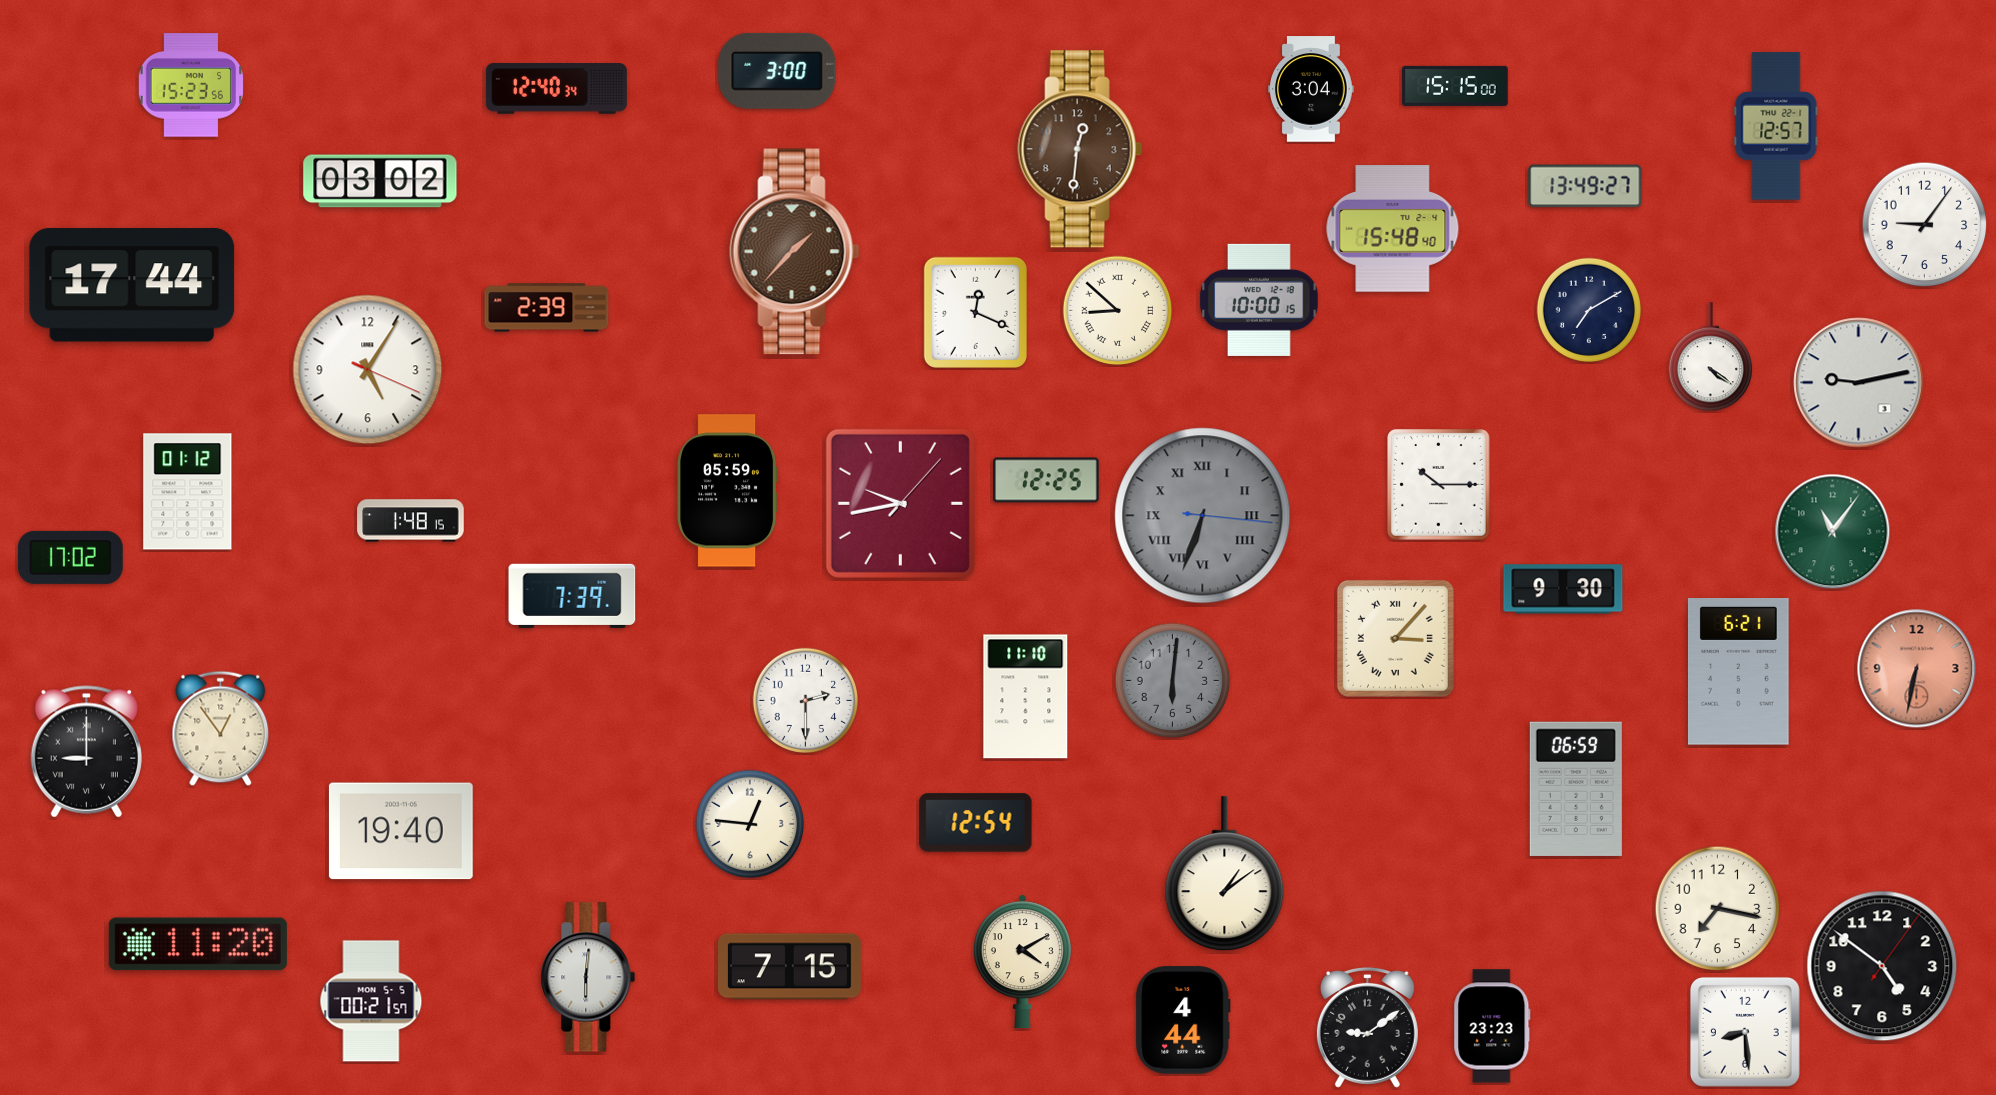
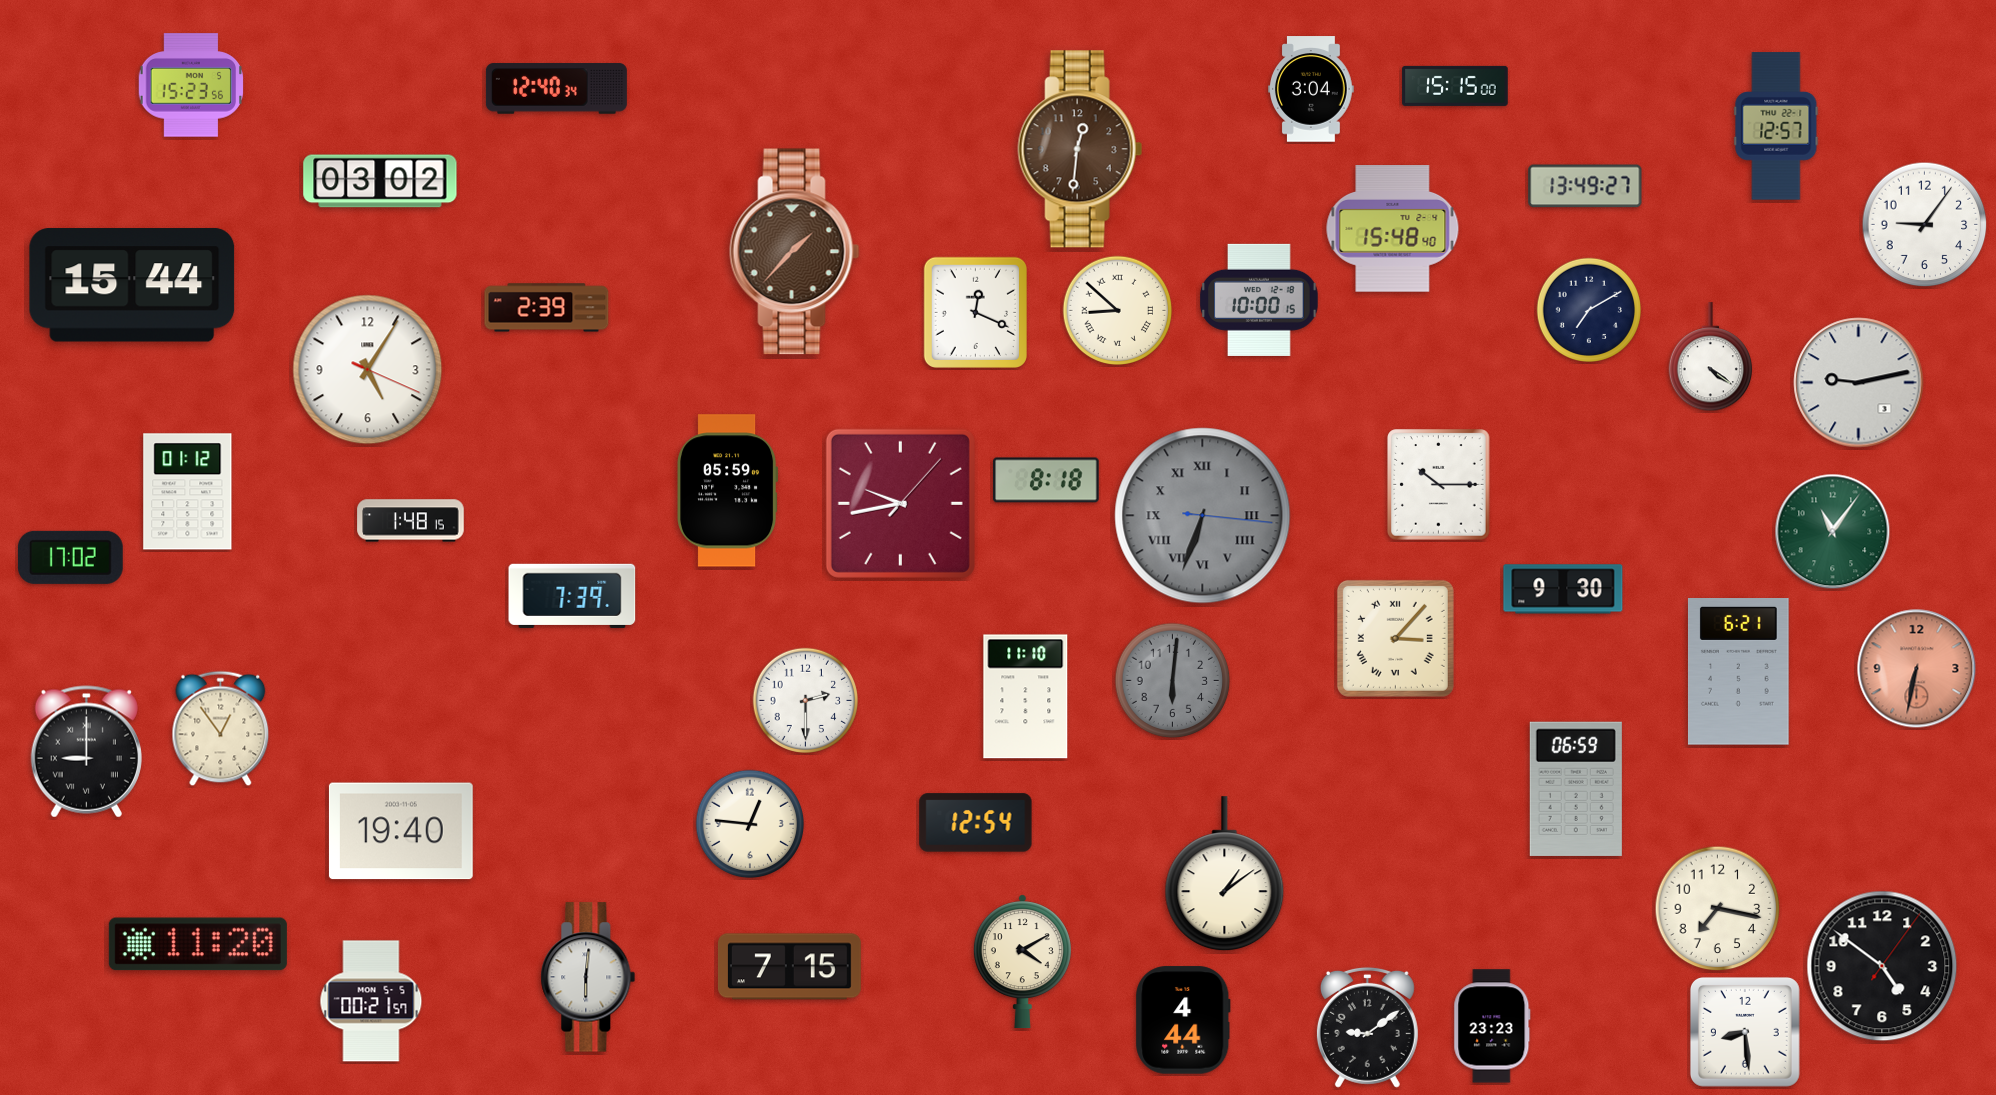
clock at (777, 71): 3:00 -> none
clock at (132, 285): 17:44 -> 15:44
clock at (1046, 480): 12:25 -> 8:18
